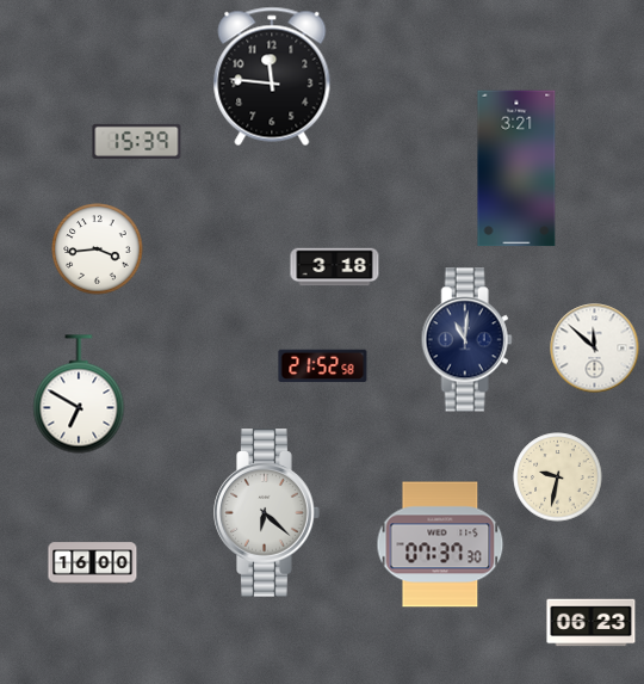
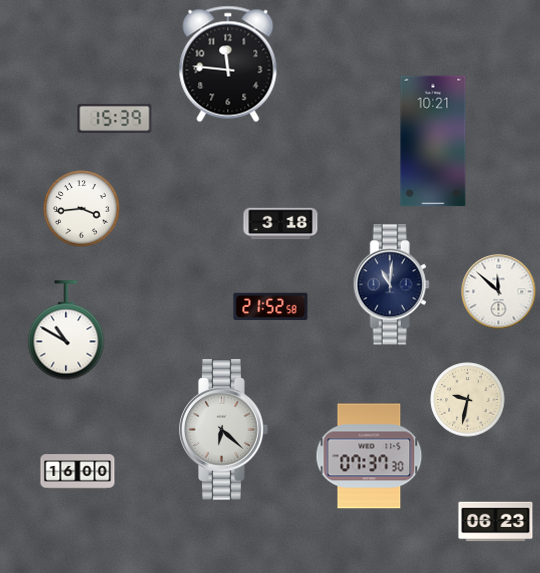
clock at (516, 168): 3:21 -> 10:21
clock at (79, 394): 6:50 -> 10:50
